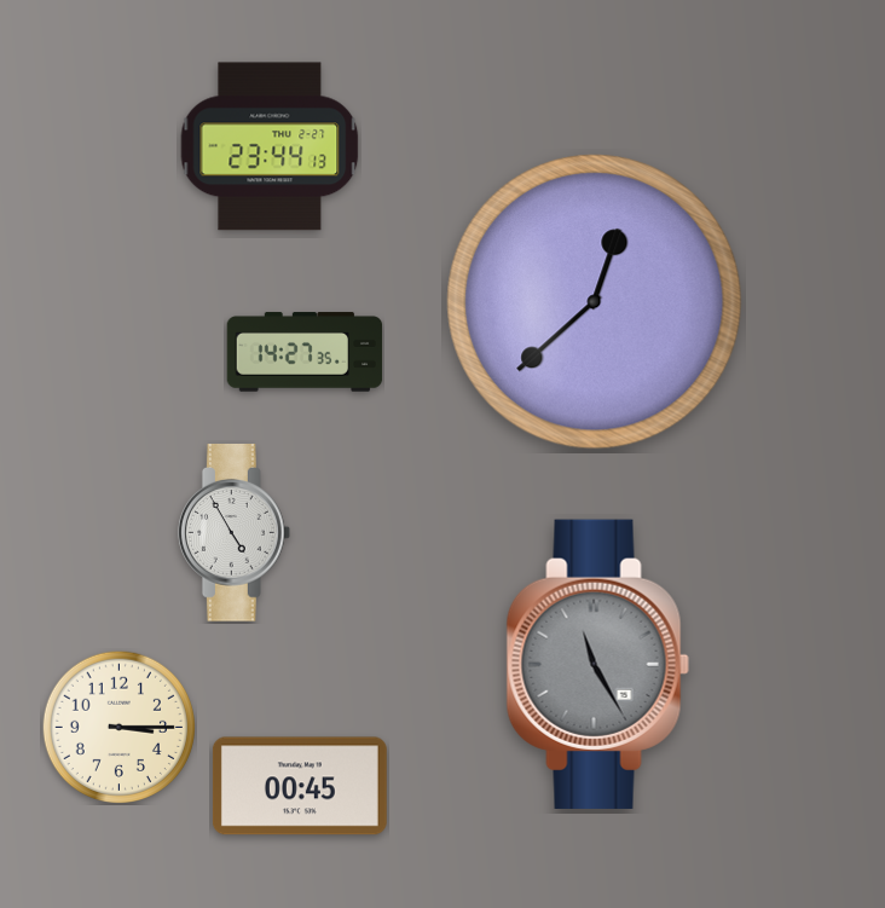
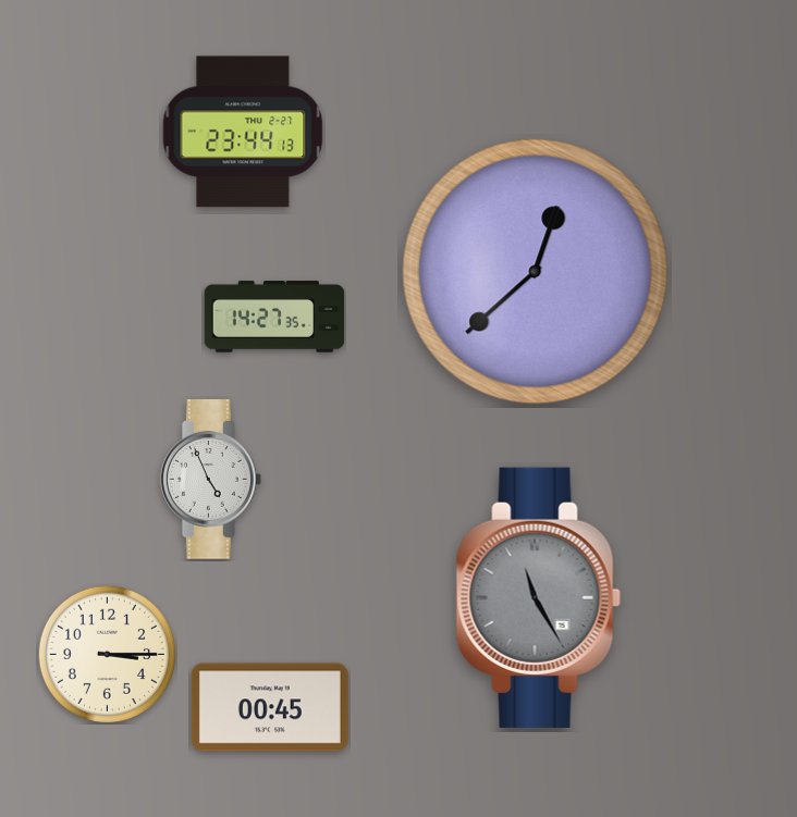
clock at (233, 533): 4:55 -> 4:56
